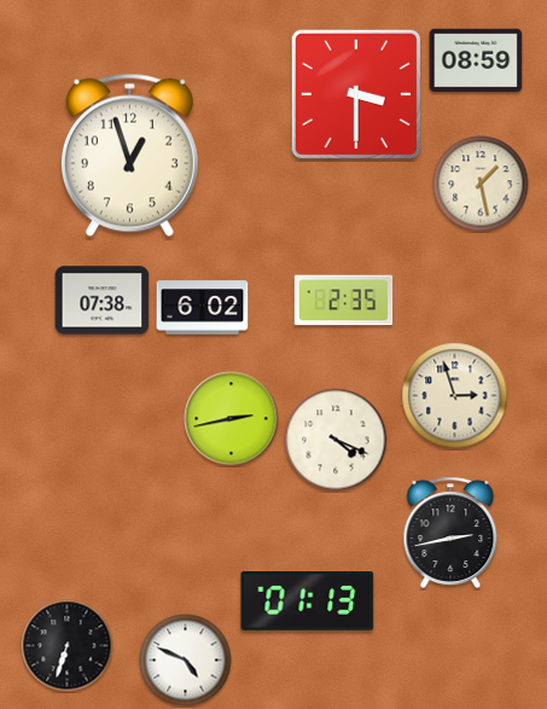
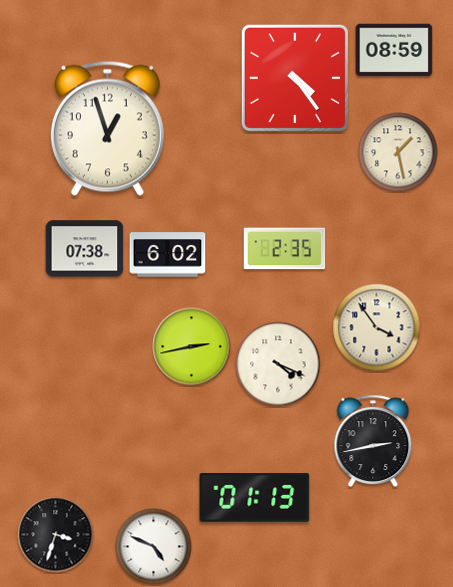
clock at (356, 94): 3:30 -> 4:24
clock at (455, 396): 2:57 -> 3:54
clock at (68, 646): 6:33 -> 3:33
